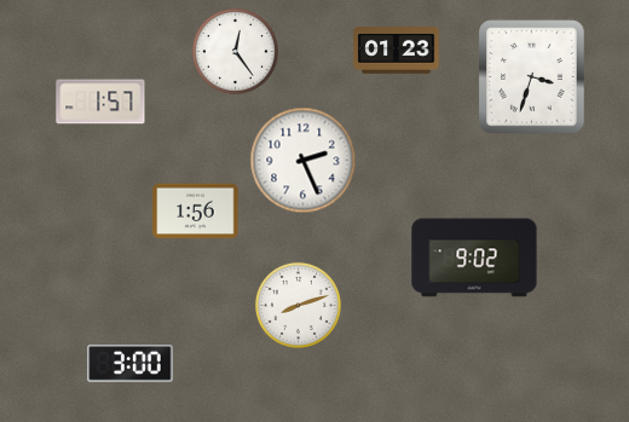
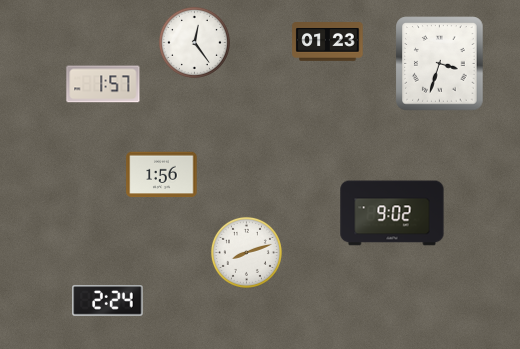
clock at (100, 102) position: (100, 102) -> (103, 84)
clock at (304, 161): 2:26 -> none
clock at (131, 364): 3:00 -> 2:24
